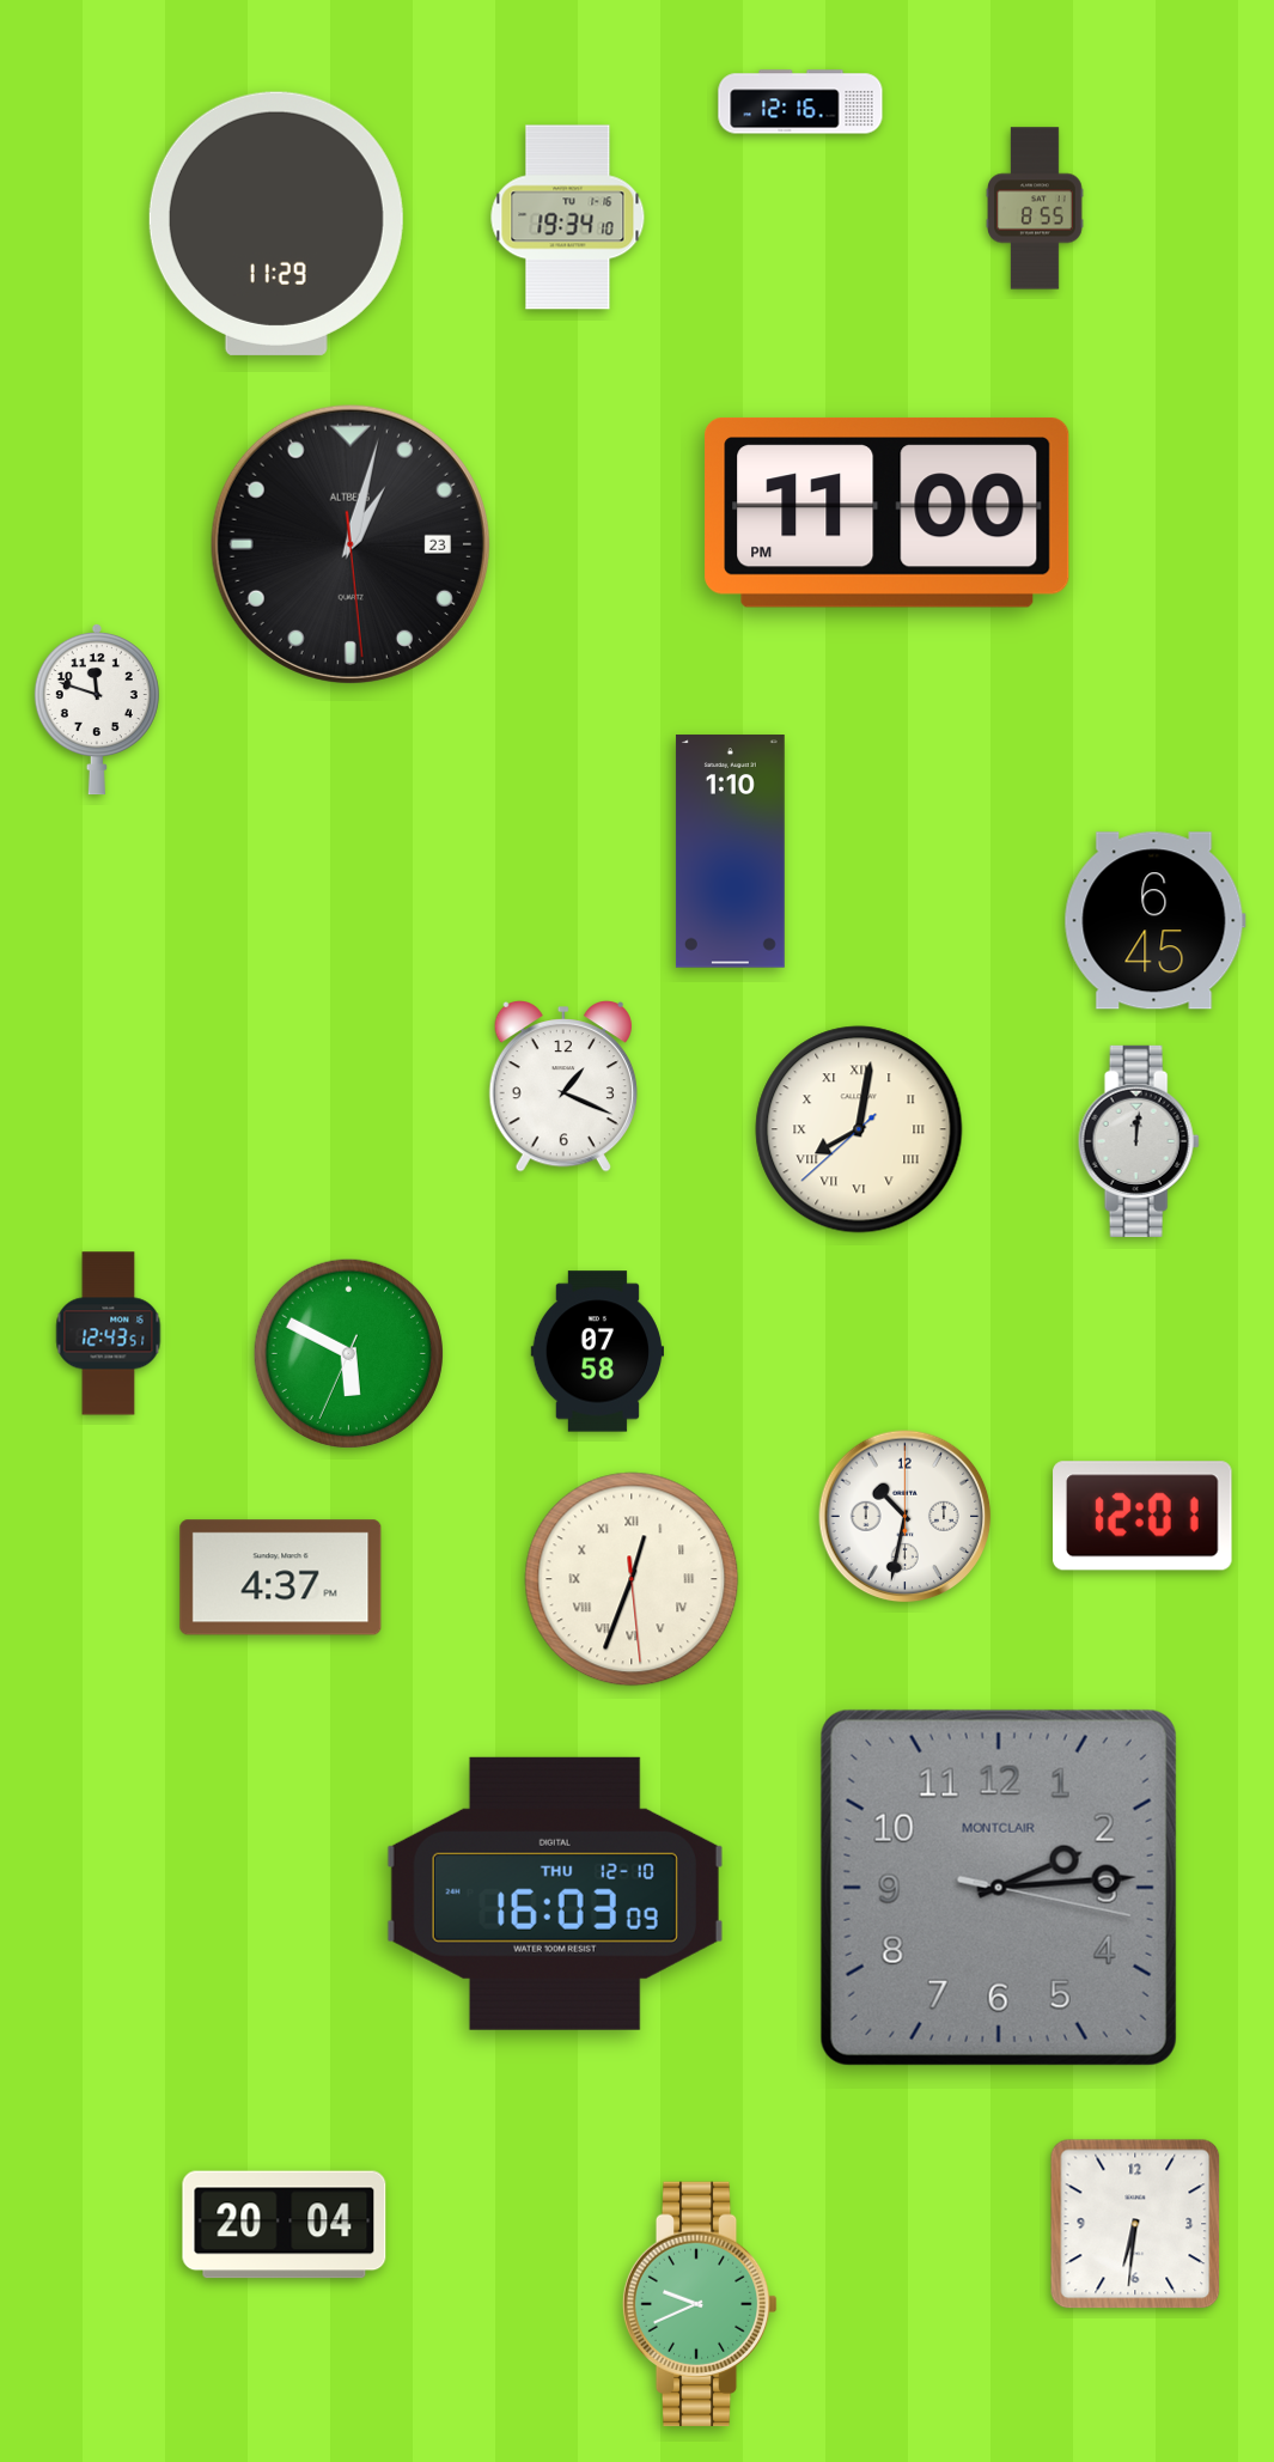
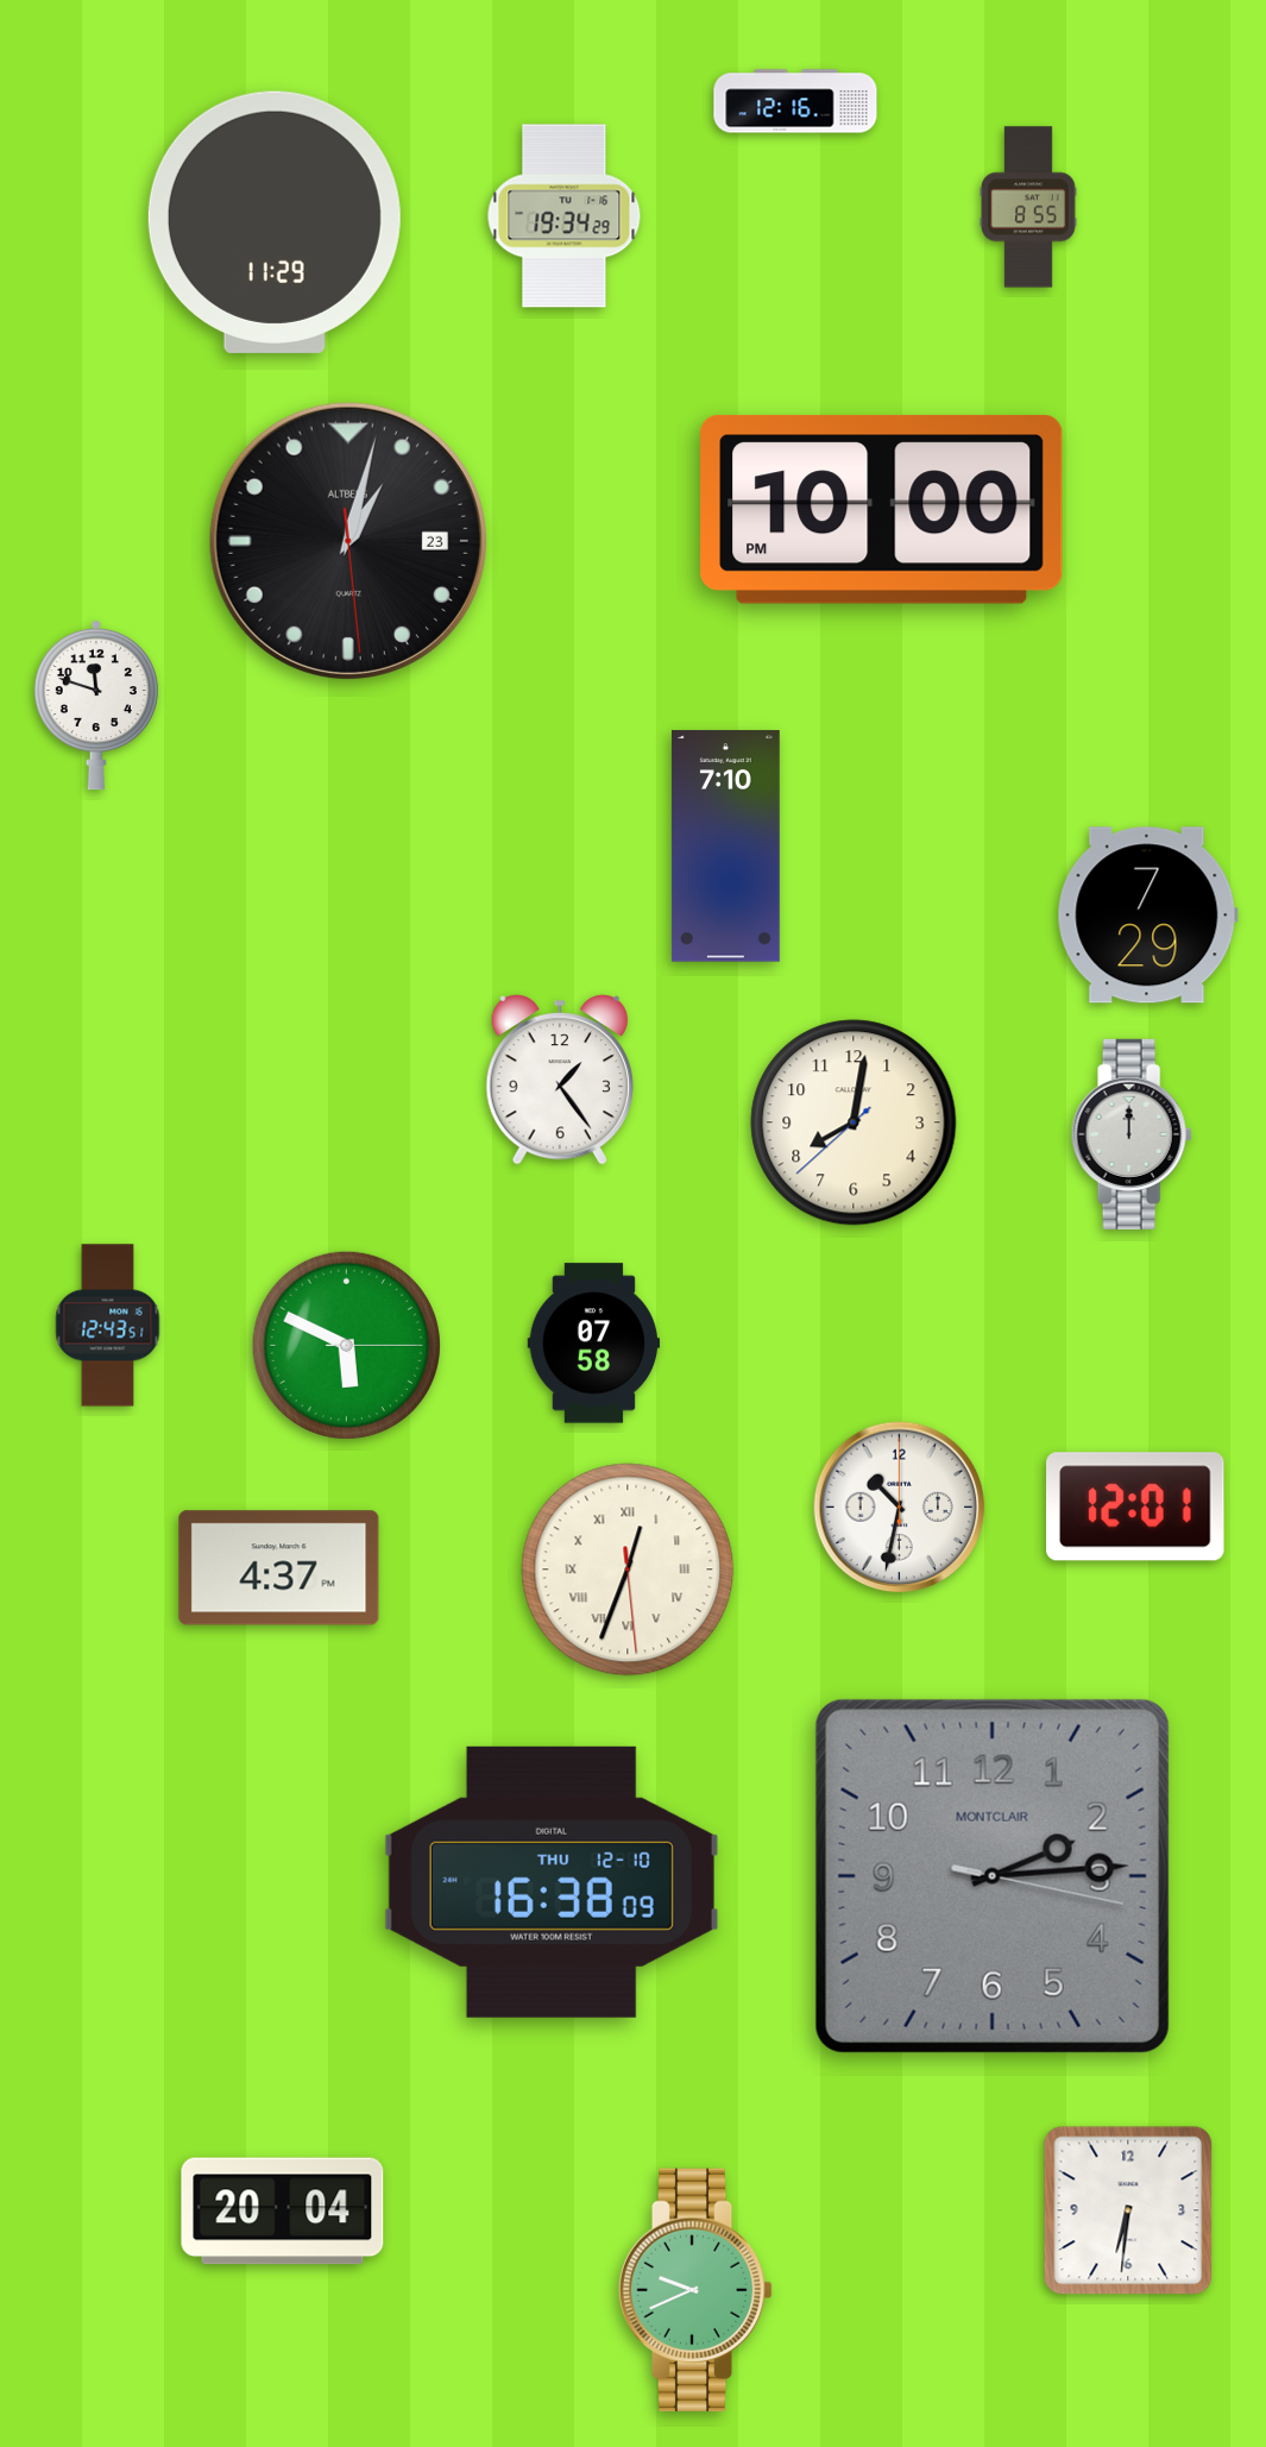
clock at (568, 218): 19:34:10 -> 19:34:29
clock at (888, 512): 11:00 -> 10:00
clock at (730, 852): 1:10 -> 7:10
clock at (1154, 921): 6:45 -> 7:29
clock at (562, 1087): 1:19 -> 1:24
clock at (859, 1129) numerals: Roman -> Arabic
clock at (1139, 1141): 12:01 -> 12:00
clock at (348, 1353): 5:49:34 -> 5:49:15
clock at (555, 1894): 16:03 -> 16:38
